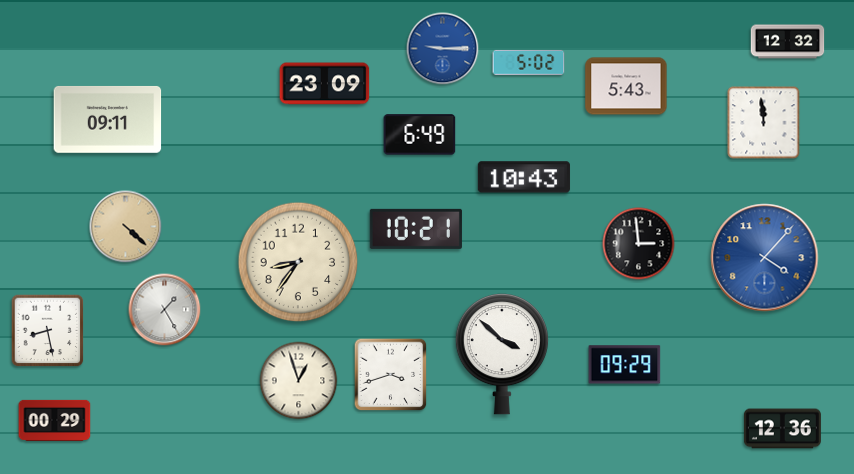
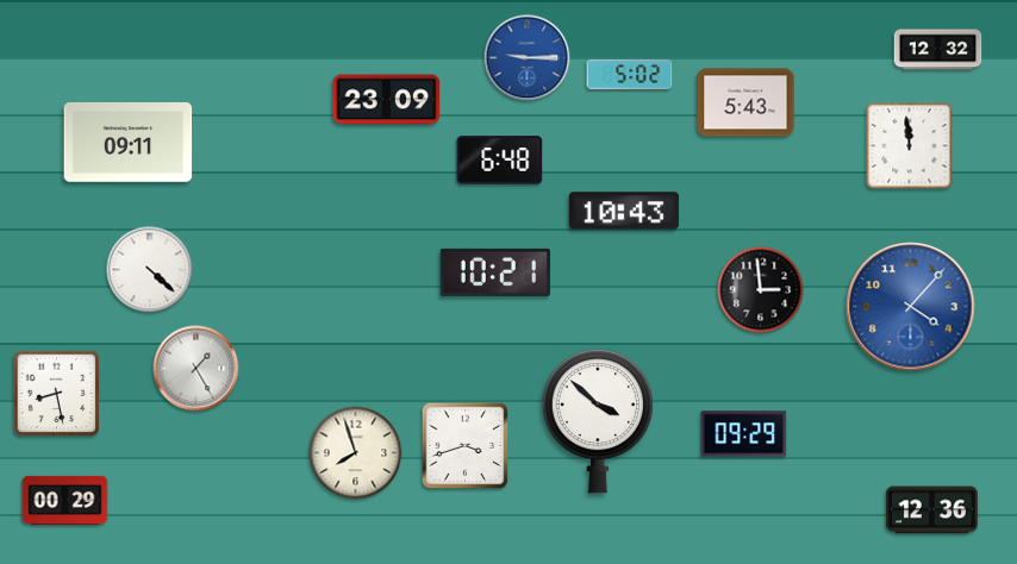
clock at (420, 135): 6:49 -> 6:48
clock at (126, 227) dial: champagne -> white
clock at (298, 262): 8:36 -> none
clock at (299, 381): 12:57 -> 7:57
